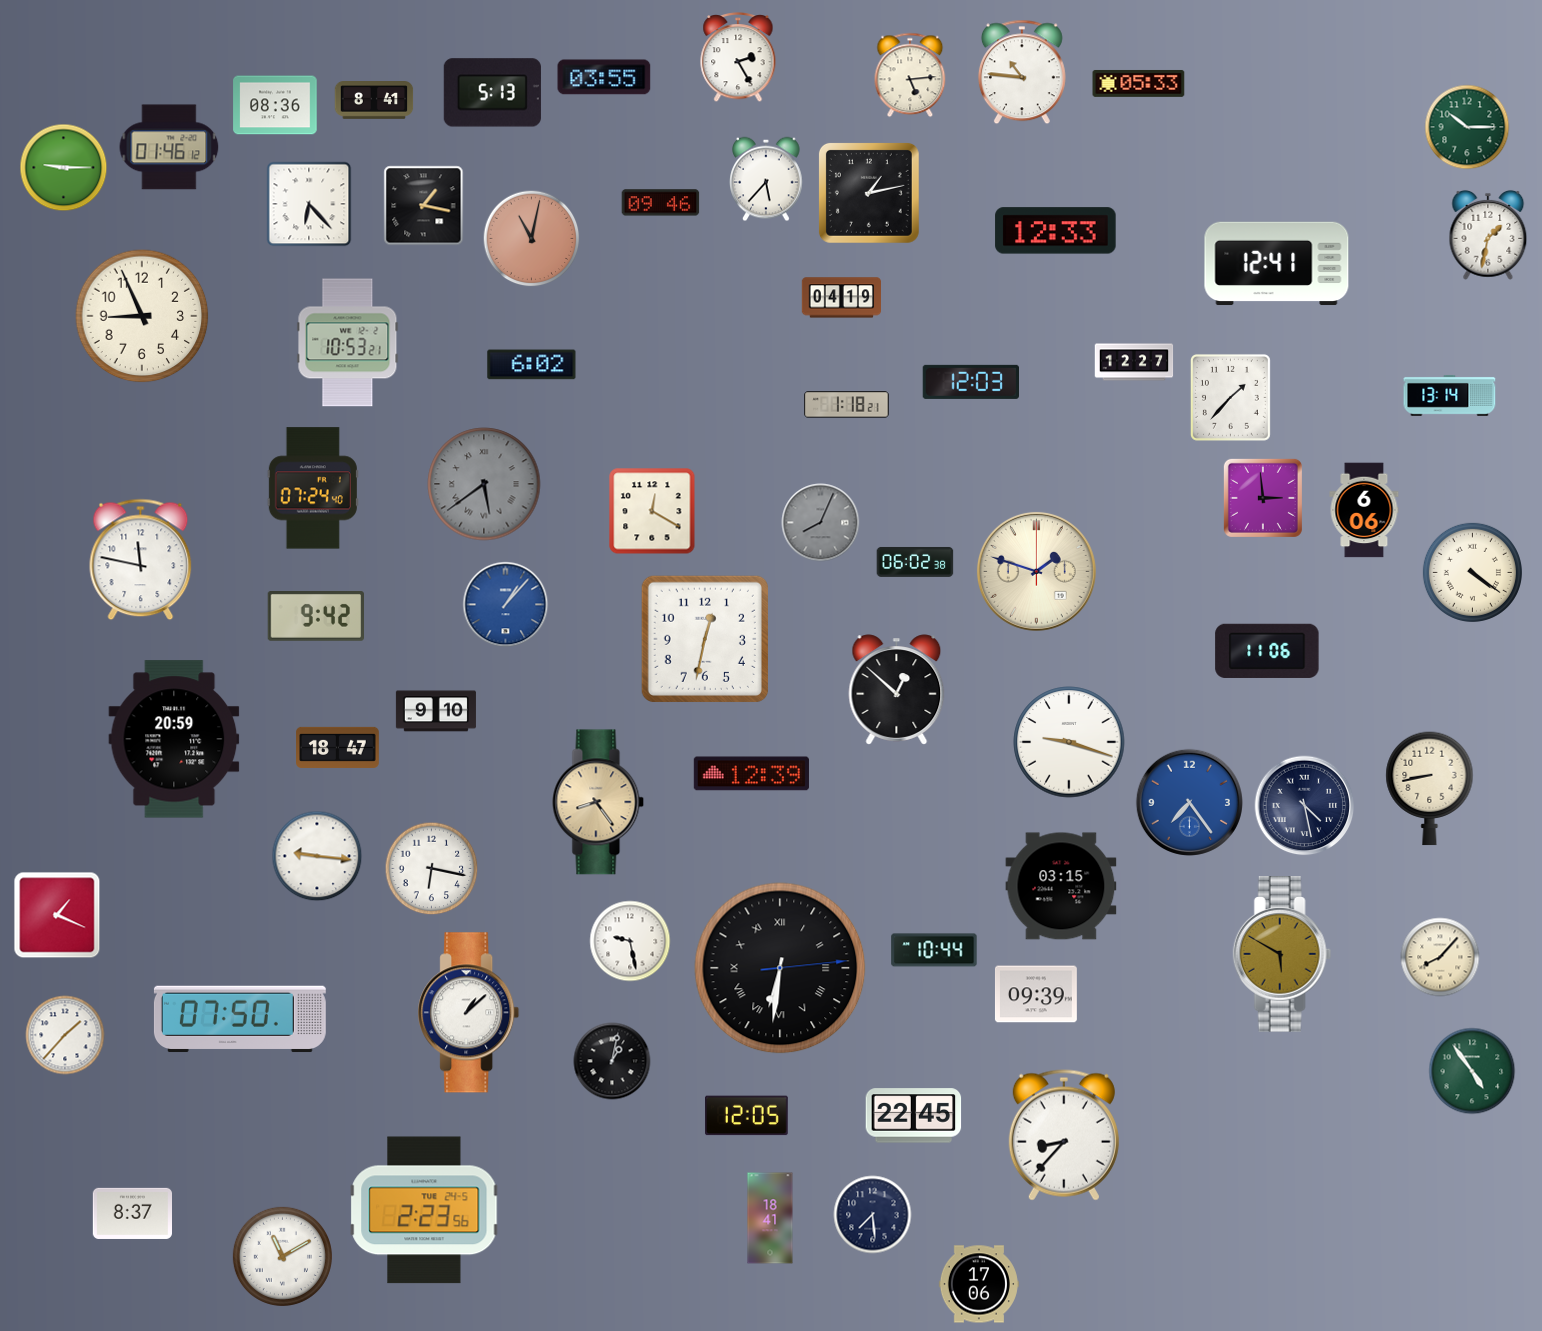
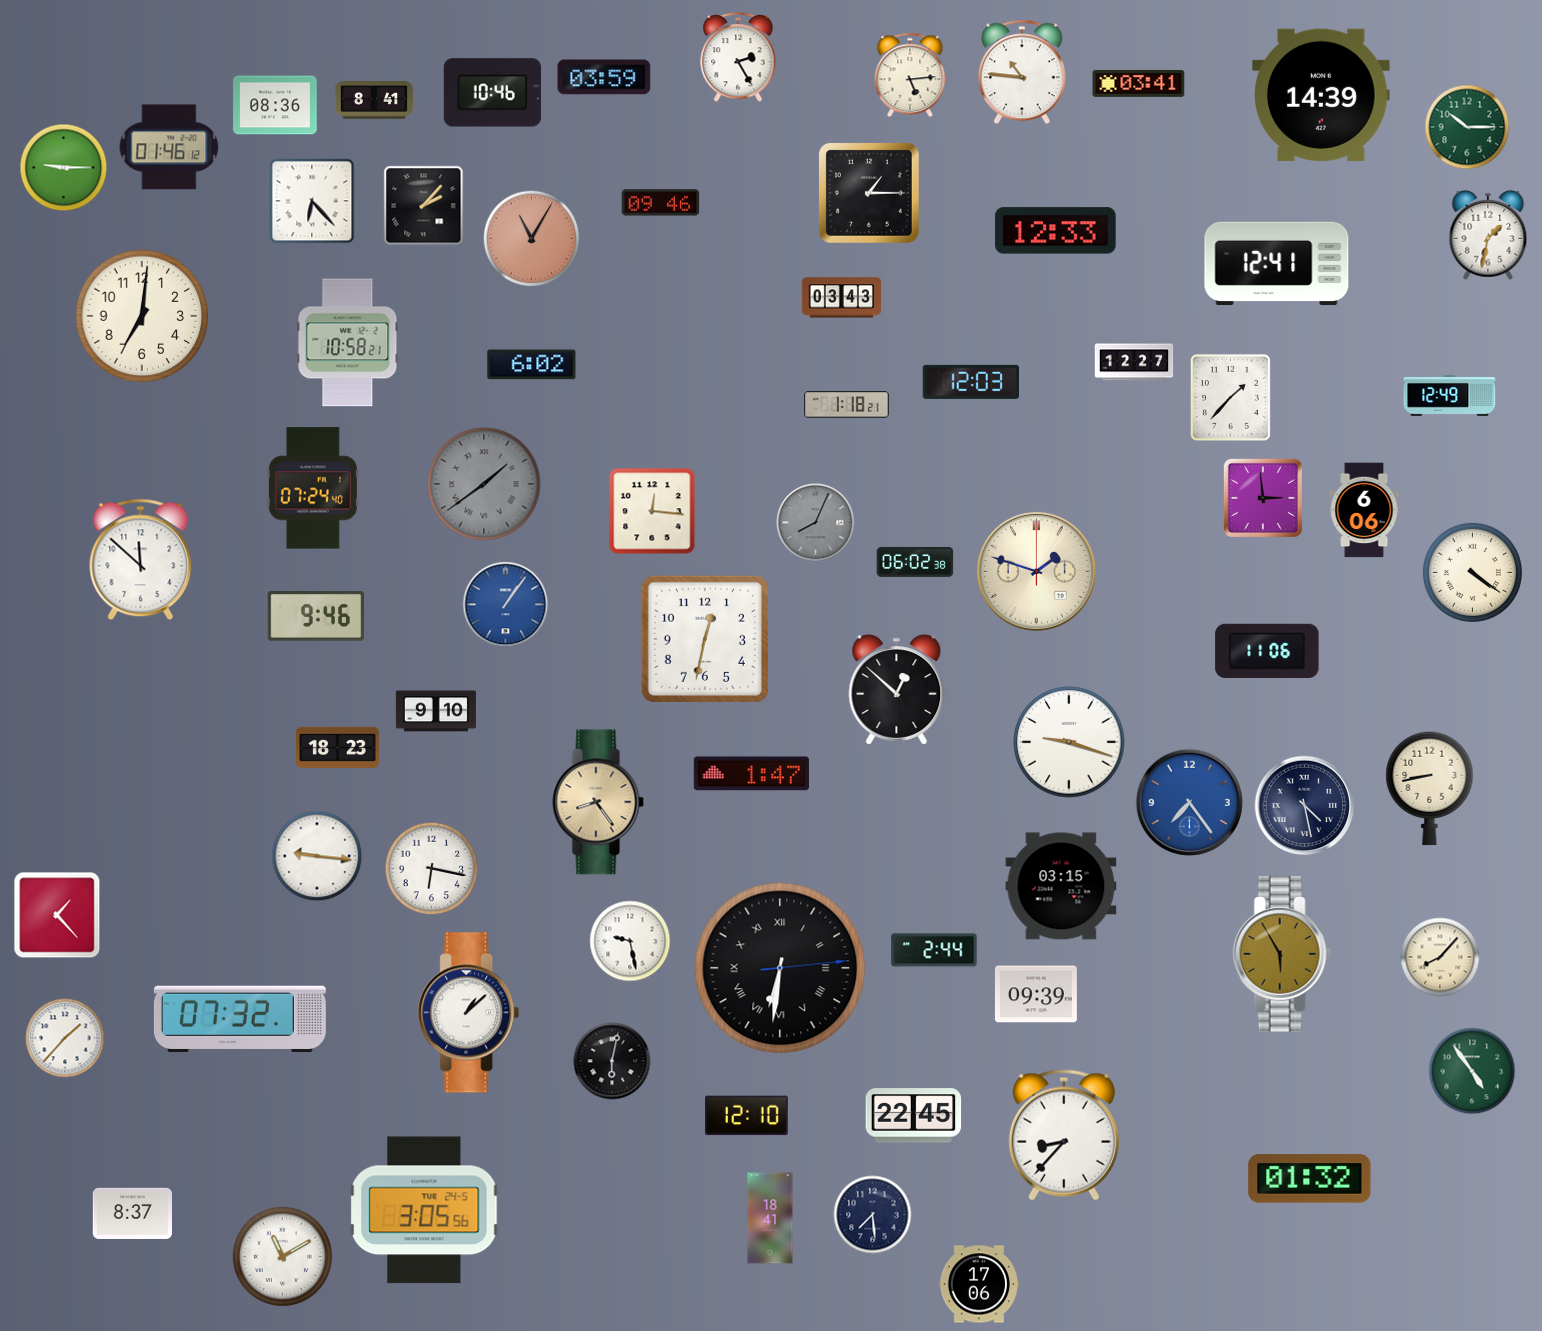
clock at (604, 77): 03:55 -> 03:59
clock at (1139, 84): 05:33 -> 03:41
clock at (492, 93): 5:13 -> 10:46
clock at (1322, 95): none -> 14:39
clock at (766, 179): 5:37 -> none
clock at (869, 193): 1:13 -> 1:15
clock at (309, 204) position: (309, 204) -> (312, 201)
clock at (424, 206): 1:17 -> 2:07
clock at (532, 239): 11:02 -> 11:05
clock at (841, 298): 04:19 -> 03:43
clock at (142, 316): 8:56 -> 7:01
clock at (348, 343): 10:53 -> 10:58
clock at (1450, 395): 13:14 -> 12:49
clock at (484, 484): 5:39 -> 1:39
clock at (652, 511): 12:20 -> 12:16
clock at (821, 523) position: (821, 523) -> (816, 523)
clock at (141, 560): 11:47 -> 11:52
clock at (506, 605): 1:07 -> 1:06
clock at (315, 617): 9:42 -> 9:46
clock at (174, 739): 20:59 -> none
clock at (338, 747): 18:47 -> 18:23
clock at (751, 774): 12:39 -> 1:47
clock at (57, 915): 1:19 -> 1:23
clock at (934, 950): 10:44 -> 2:44
clock at (1282, 954): 5:50 -> 5:55
clock at (240, 1019): 07:50 -> 07:32
clock at (65, 1035) position: (65, 1035) -> (65, 1038)
clock at (612, 1061): 1:02 -> 6:02
clock at (747, 1116): 12:05 -> 12:10
clock at (1310, 1179): none -> 01:32
clock at (424, 1210): 2:23 -> 3:05
